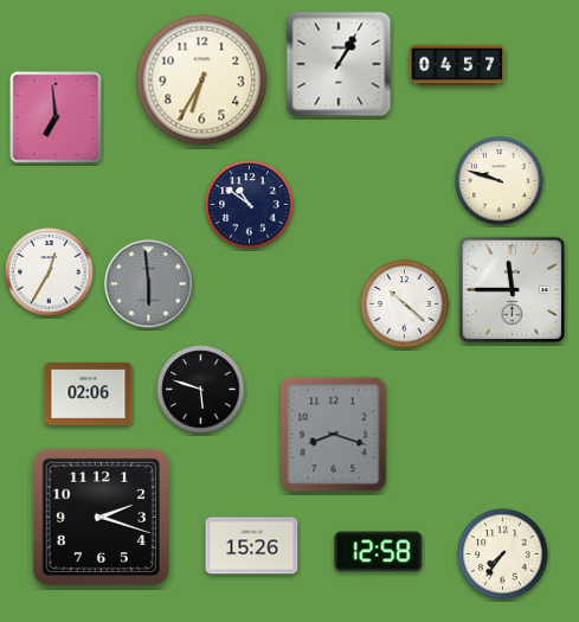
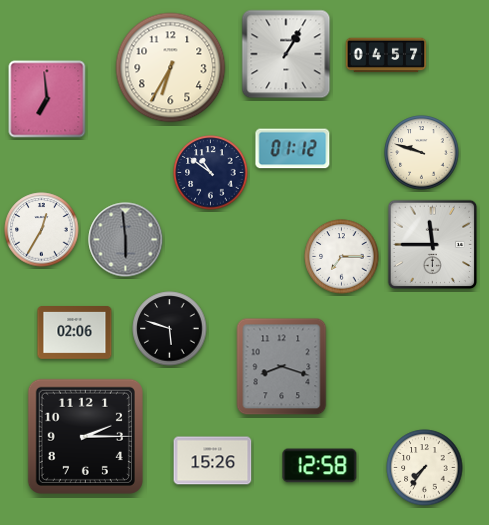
clock at (293, 149): none -> 01:12
clock at (405, 304): 10:22 -> 7:15
clock at (101, 517): 2:18 -> 2:15
